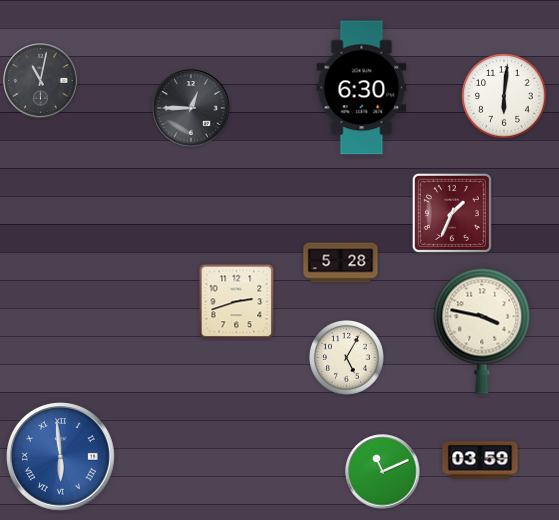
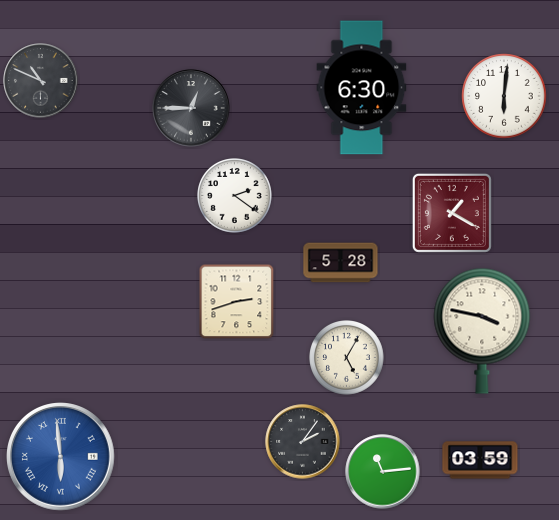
clock at (41, 81): 11:02 -> 10:49
clock at (235, 196): none -> 2:21
clock at (452, 213): 1:34 -> 1:20
clock at (303, 442): none -> 2:06
clock at (383, 472): 11:11 -> 11:14
